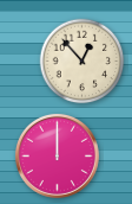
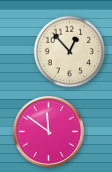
clock at (57, 155): 12:00 -> 11:51
